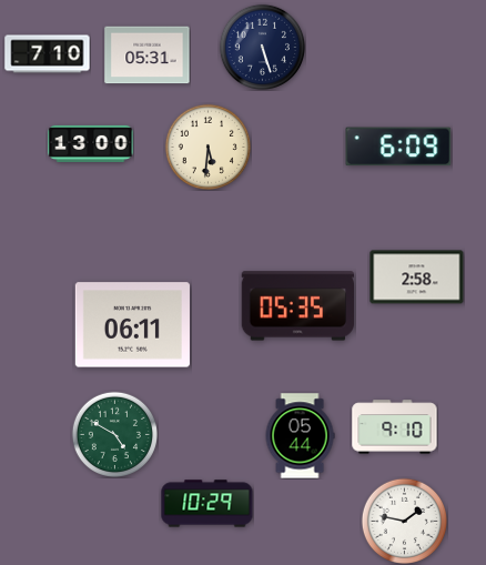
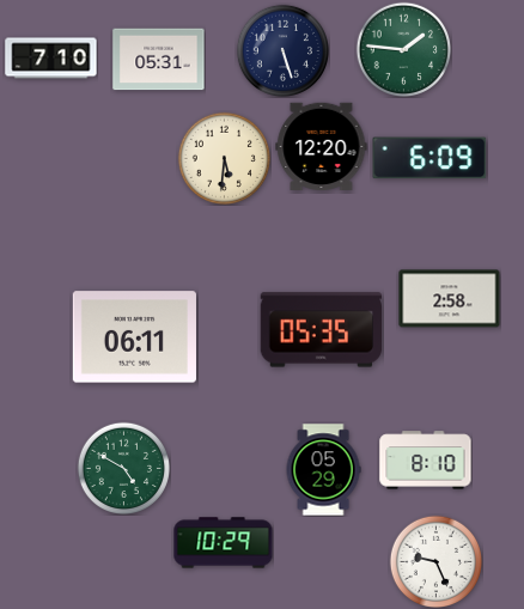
clock at (403, 49): none -> 1:46
clock at (322, 146): none -> 12:20
clock at (91, 143): 13:00 -> none
clock at (132, 325) position: (132, 325) -> (134, 337)
clock at (395, 427): 9:10 -> 8:10
clock at (300, 436): 05:44 -> 05:29
clock at (404, 521): 1:47 -> 9:26
